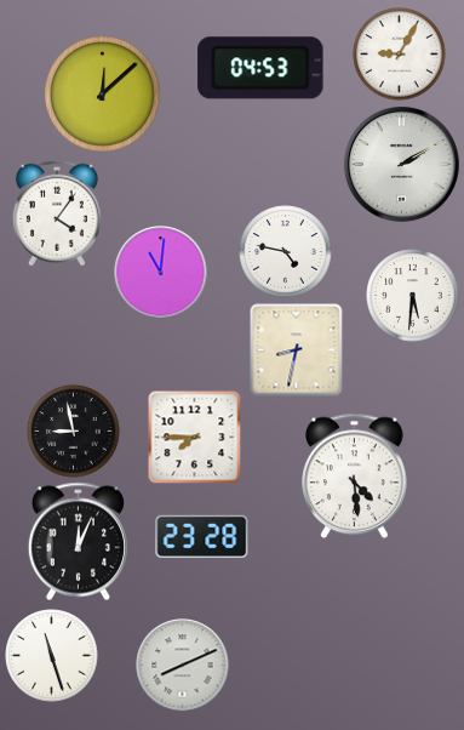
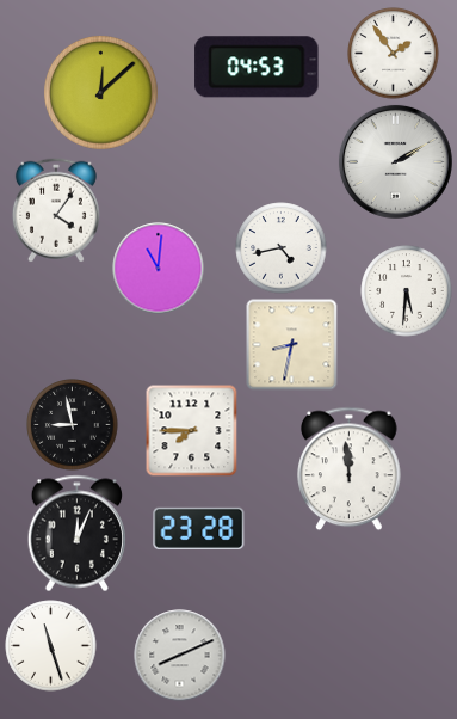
clock at (400, 55): 9:05 -> 1:54
clock at (286, 252): 4:47 -> 4:43
clock at (355, 477): 4:29 -> 11:59
